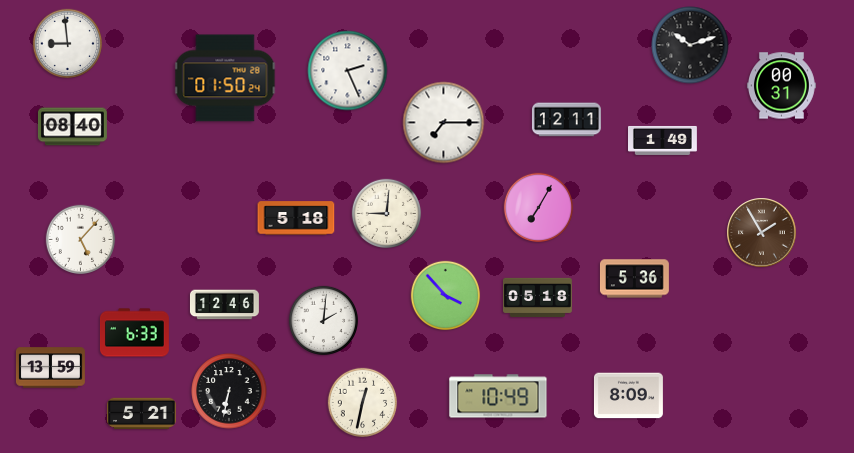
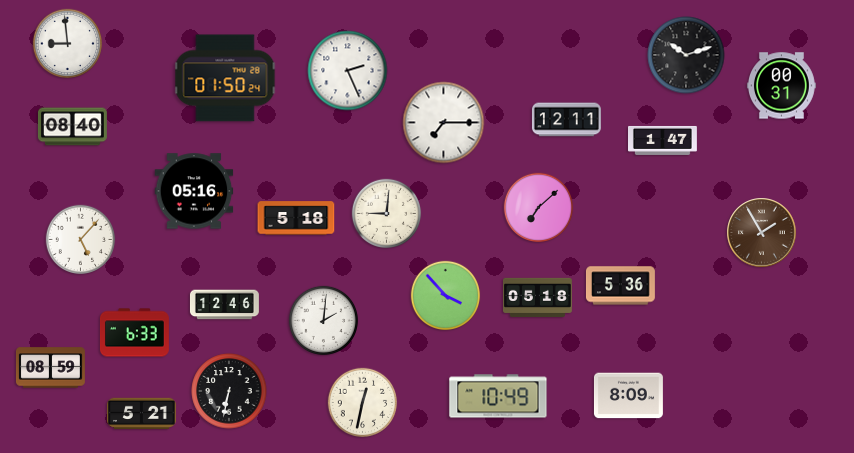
clock at (690, 45) position: (690, 45) -> (686, 55)
clock at (663, 140): 1:49 -> 1:47
clock at (194, 191): none -> 05:16
clock at (539, 208): 7:05 -> 7:08
clock at (634, 279) position: (634, 279) -> (620, 286)
clock at (50, 368): 13:59 -> 08:59
